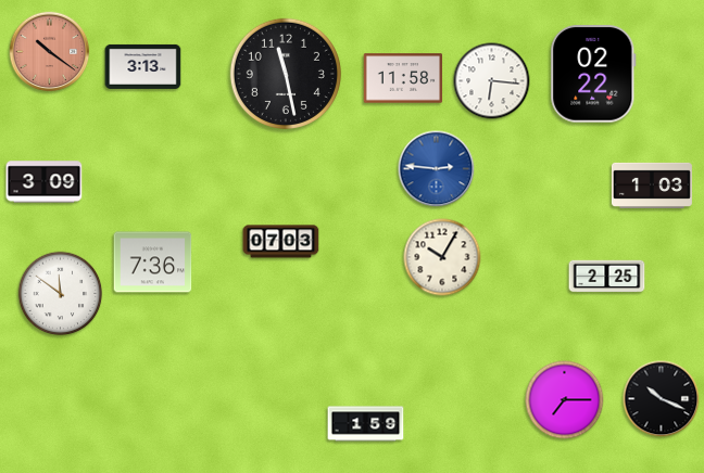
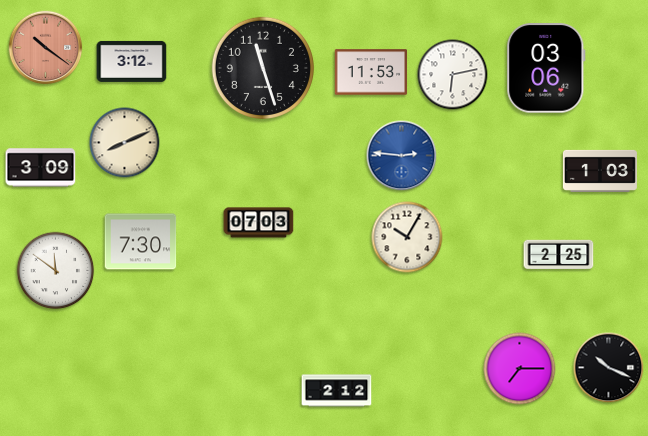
clock at (143, 66): 3:13 -> 3:12
clock at (286, 74): 11:28 -> 11:27
clock at (593, 74): 02:22 -> 03:06
clock at (403, 78): 11:58 -> 11:53
clock at (492, 81): 6:16 -> 6:13
clock at (125, 143): none -> 8:11
clock at (153, 263): 7:36 -> 7:30
clock at (366, 424): 1:59 -> 2:12
